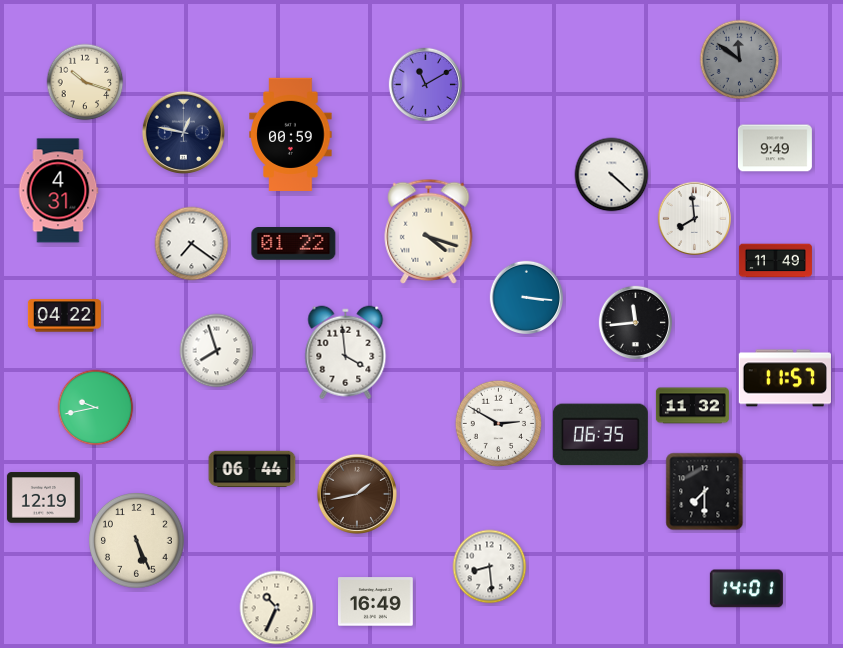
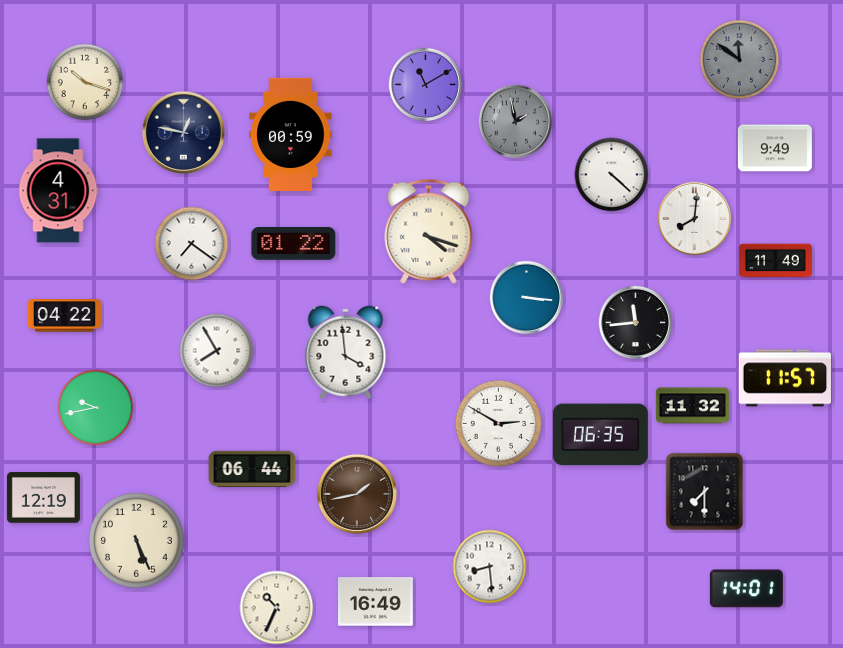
clock at (515, 121): none -> 1:58
clock at (694, 218): 7:59 -> 8:01
clock at (217, 351): 7:57 -> 7:55
